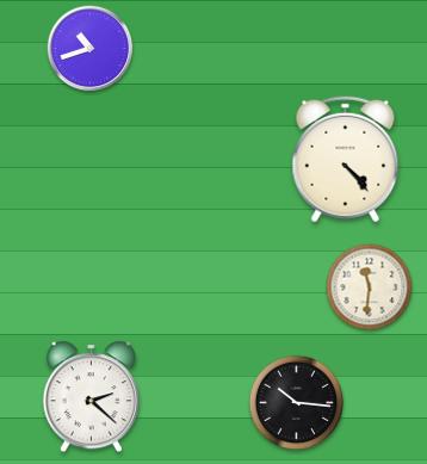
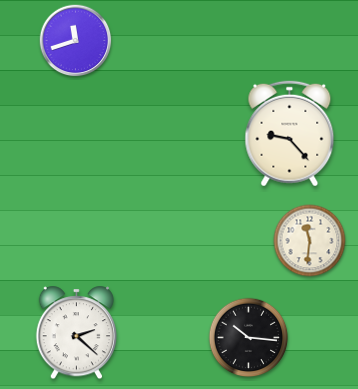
clock at (91, 49): 10:42 -> 11:42
clock at (346, 160): 4:23 -> 9:23
